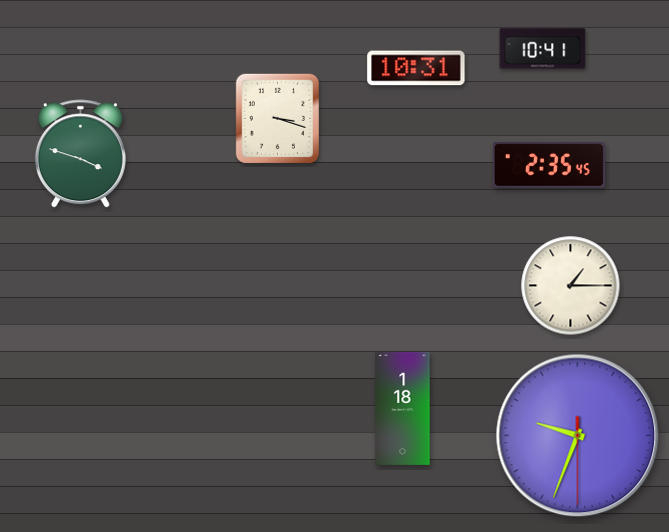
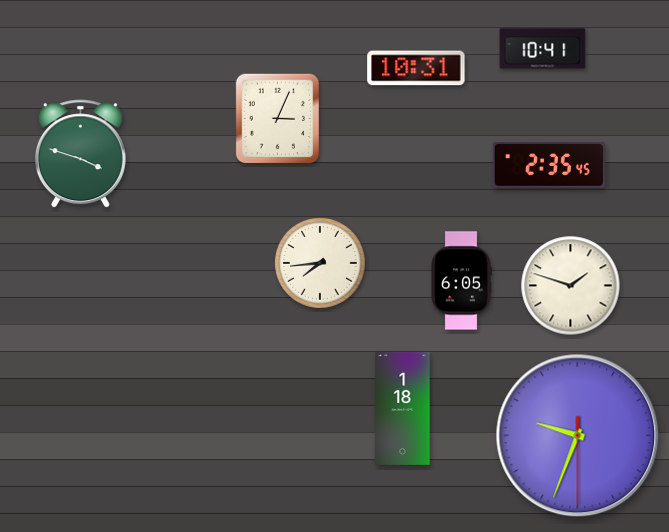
clock at (278, 119): 3:18 -> 3:04
clock at (321, 264): none -> 7:44
clock at (461, 281): none -> 6:05
clock at (571, 286): 1:15 -> 1:48
